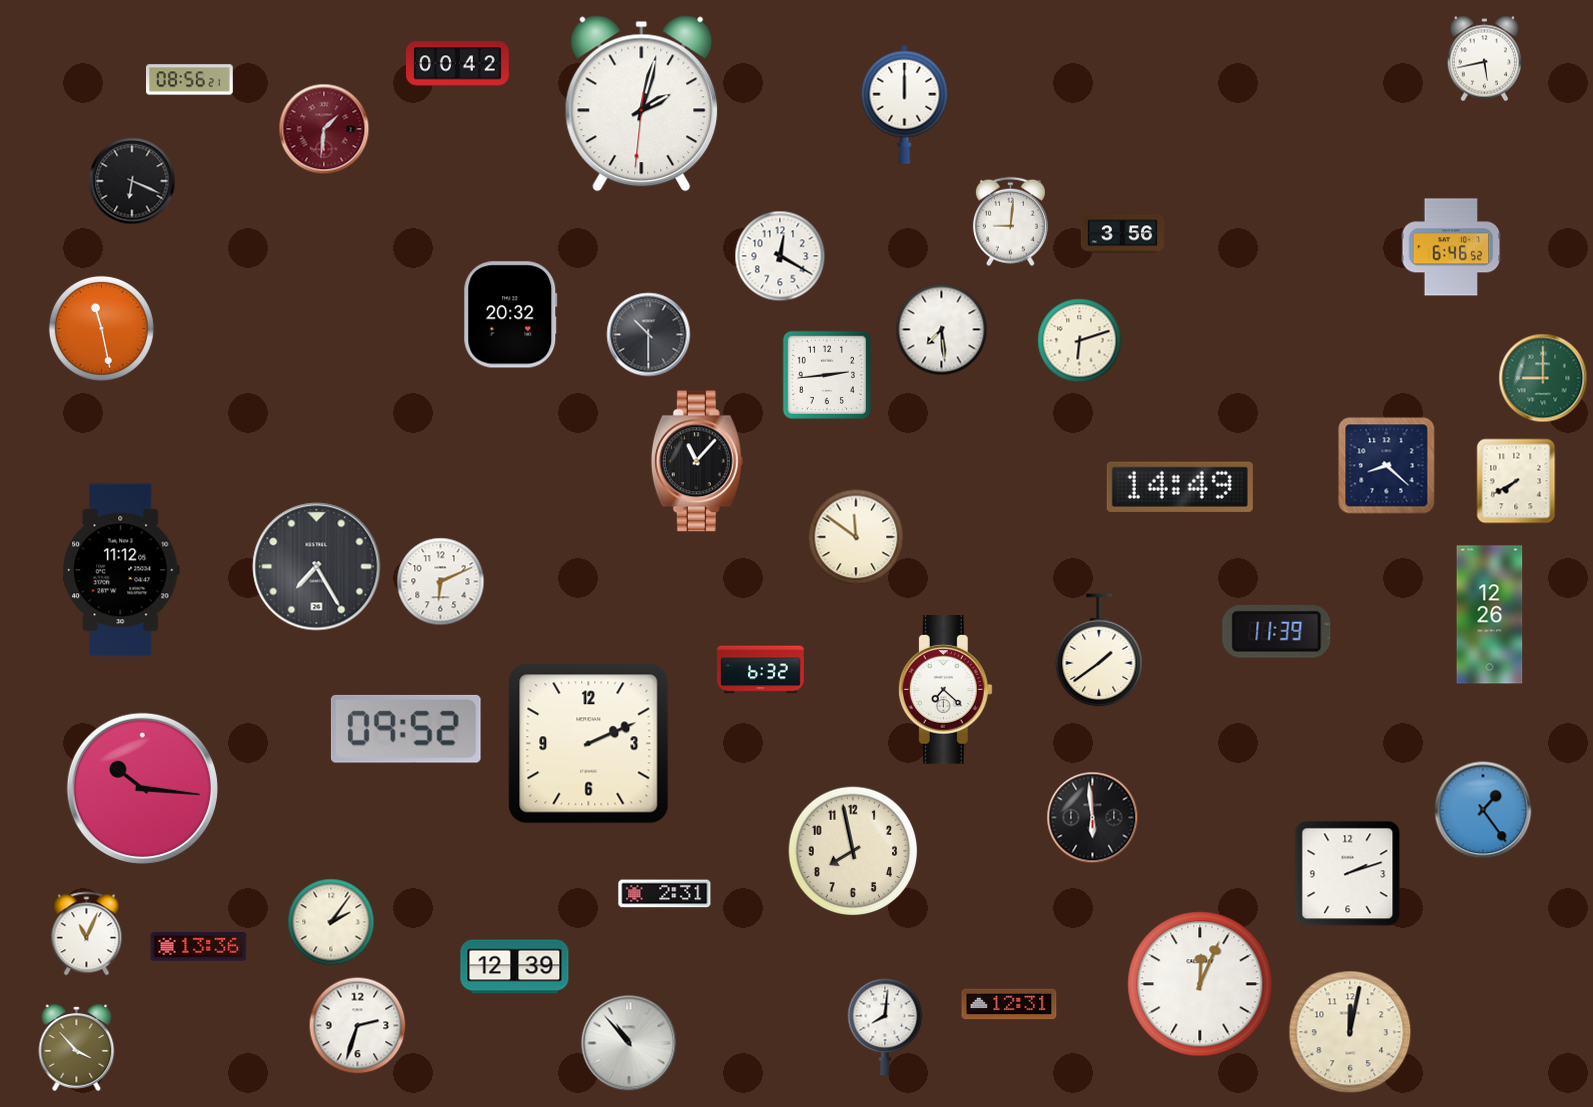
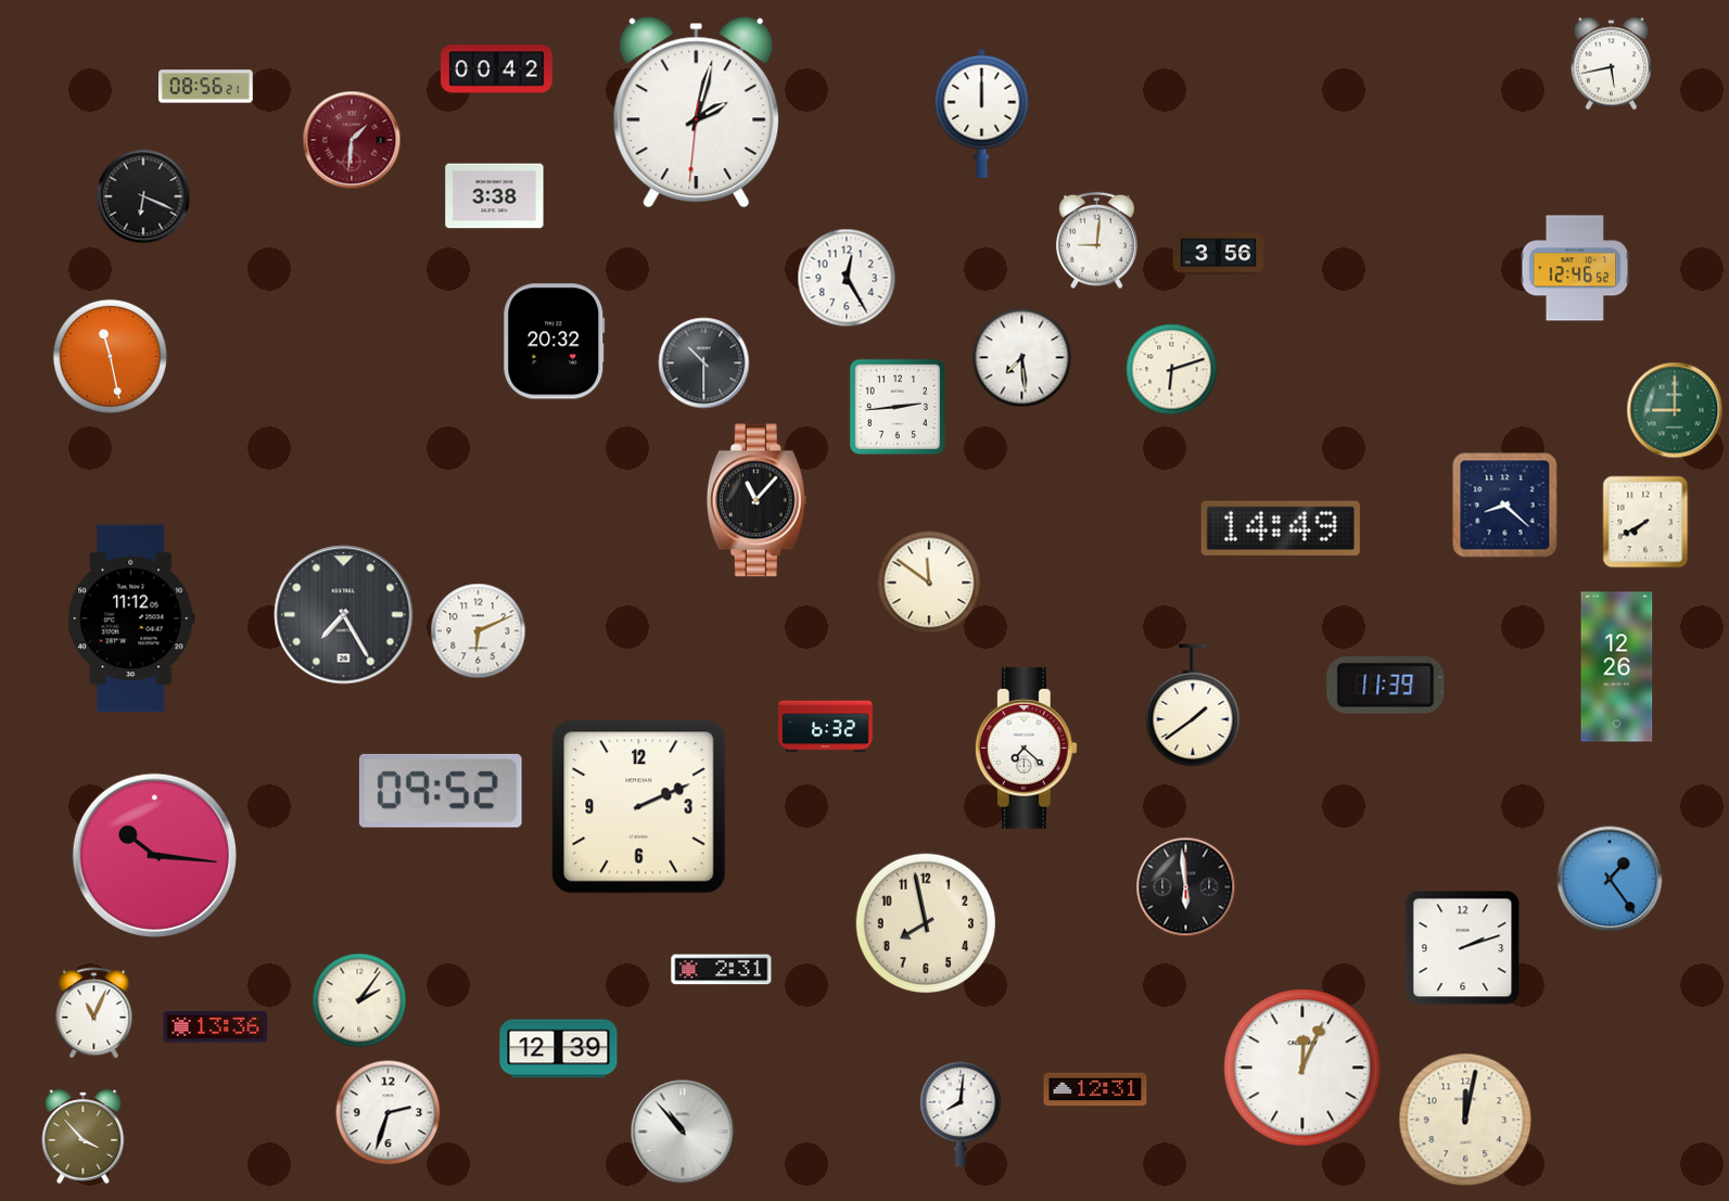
clock at (495, 196): none -> 3:38
clock at (1451, 247): 6:46 -> 12:46
clock at (780, 256): 12:20 -> 12:25
